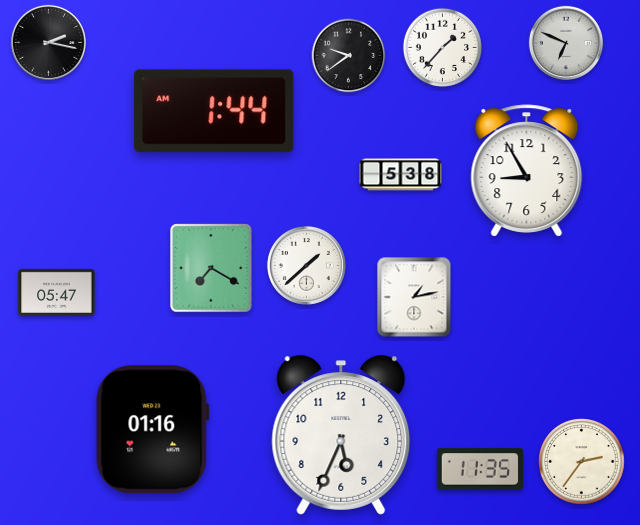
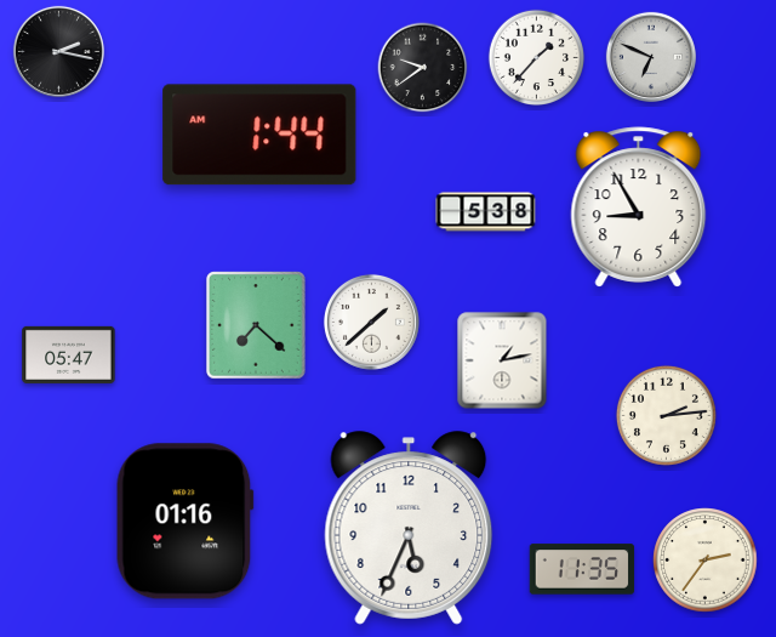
clock at (566, 43) position: (566, 43) -> (651, 57)
clock at (211, 268): 7:20 -> 7:22
clock at (666, 415): none -> 2:14
clock at (341, 435) position: (341, 435) -> (409, 528)
